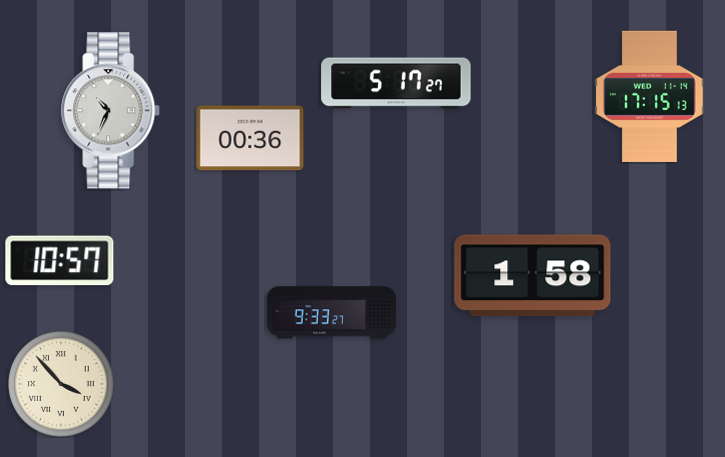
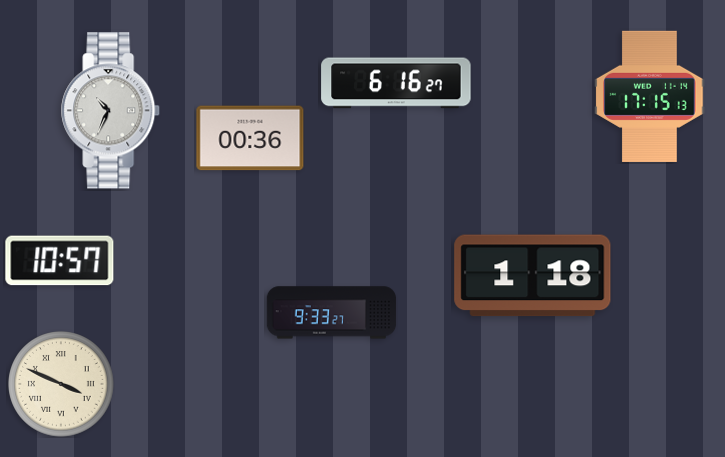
clock at (396, 83): 5:17 -> 6:16
clock at (533, 276): 1:58 -> 1:18
clock at (61, 384): 3:53 -> 3:49
